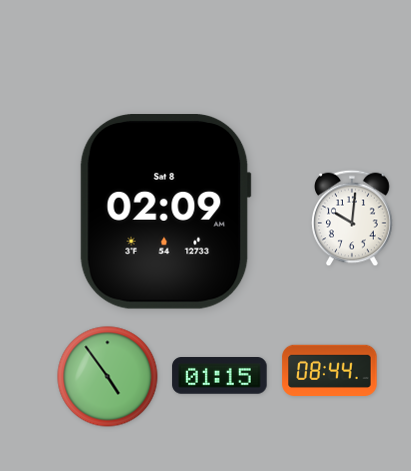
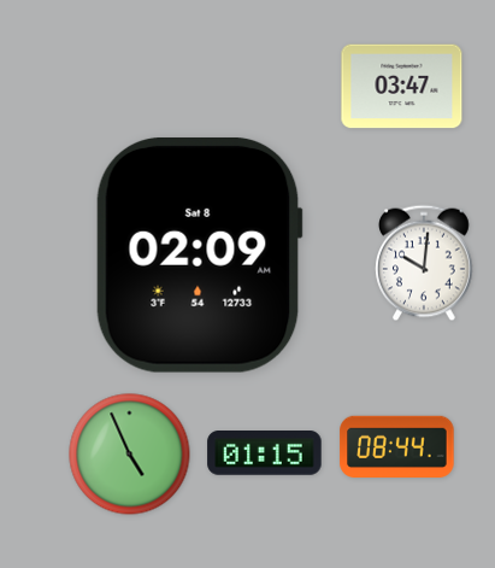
clock at (402, 87): none -> 03:47
clock at (108, 377): 4:54 -> 4:56
